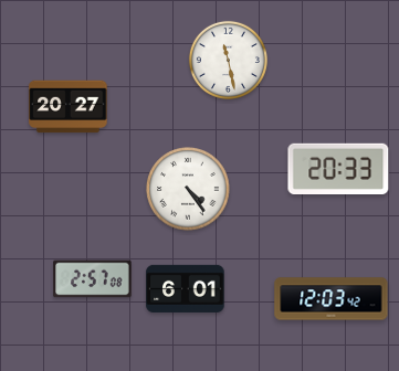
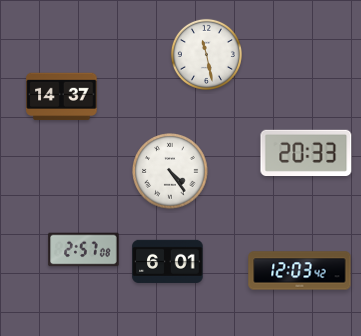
clock at (69, 107): 20:27 -> 14:37
clock at (93, 279) position: (93, 279) -> (84, 250)
